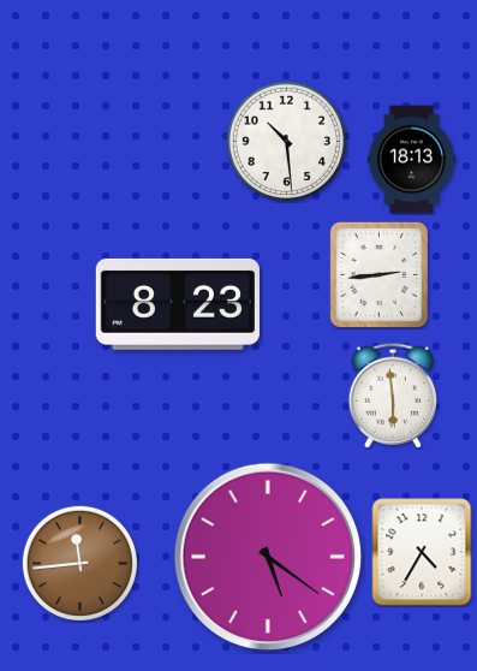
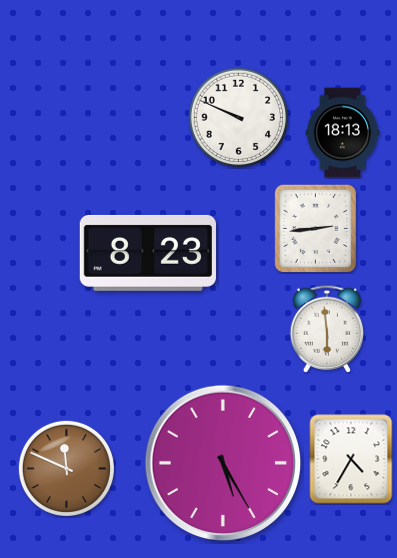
clock at (286, 141): 10:29 -> 9:49
clock at (268, 557): 5:21 -> 5:25
clock at (79, 563): 11:44 -> 11:49
